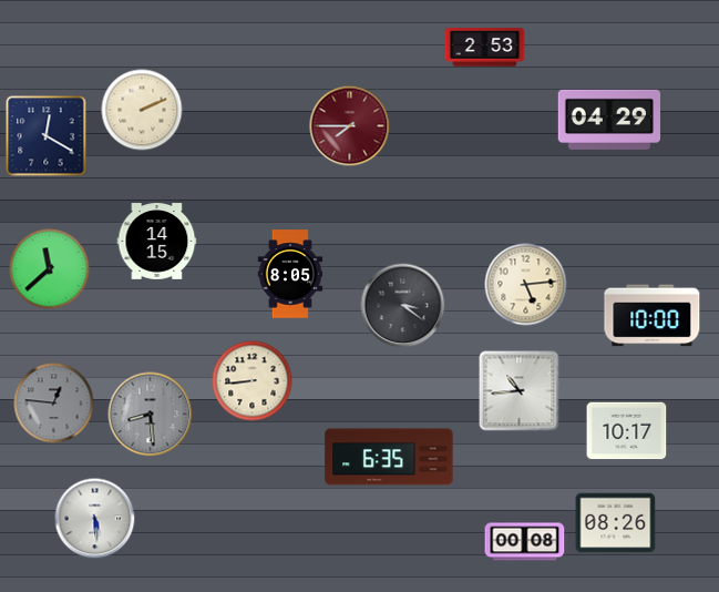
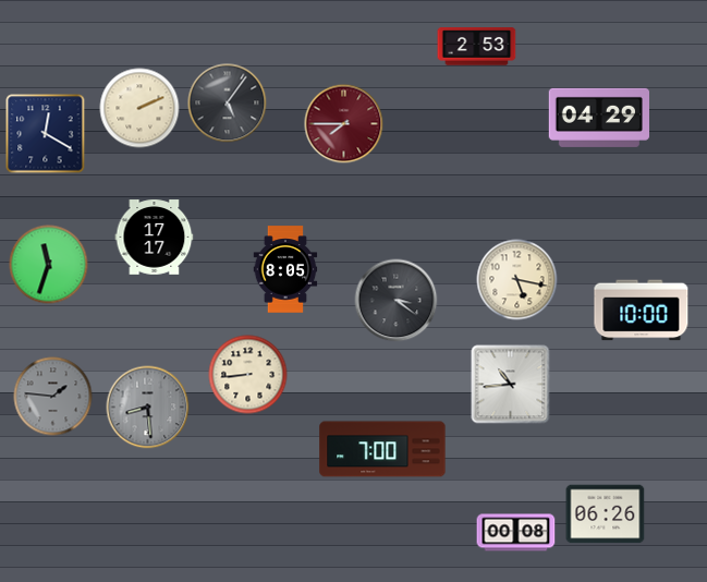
clock at (228, 104): none -> 5:06
clock at (157, 242): 14:15 -> 17:17
clock at (50, 269): 11:38 -> 11:33
clock at (526, 285): 5:14 -> 5:17
clock at (54, 404): 12:46 -> 1:46
clock at (627, 431): 10:17 -> none
clock at (389, 457): 6:35 -> 7:00
clock at (95, 519): 5:29 -> none
clock at (616, 523): 08:26 -> 06:26
